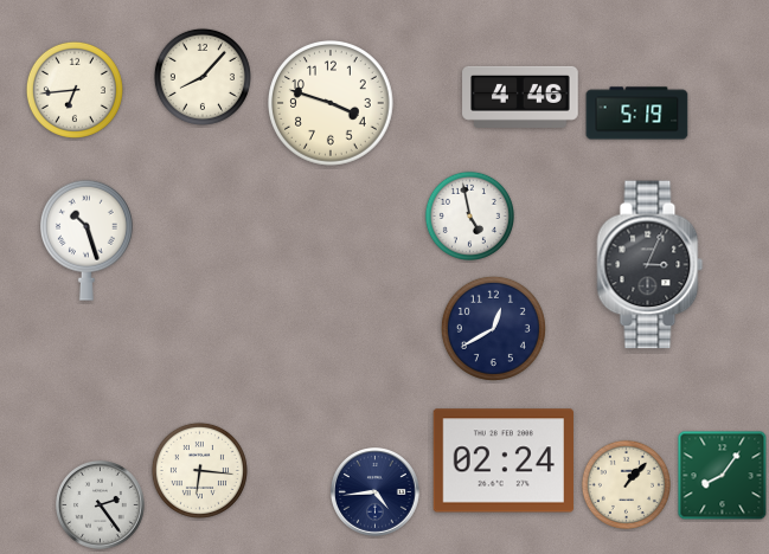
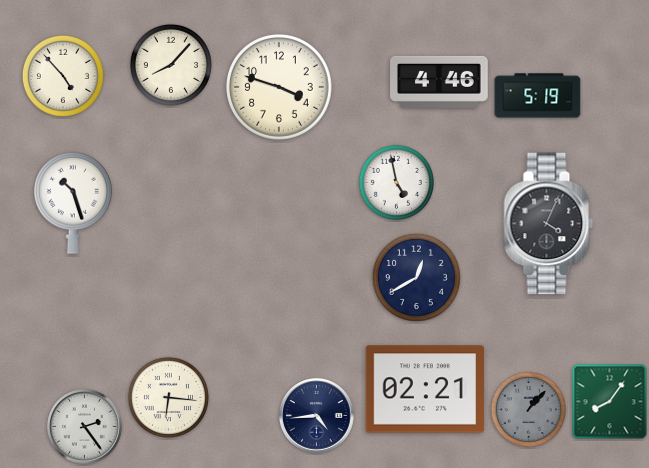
clock at (75, 90): 6:44 -> 4:53
clock at (651, 265): 3:04 -> 4:04
clock at (502, 460): 02:24 -> 02:21
clock at (626, 484) dial: cream -> grey
